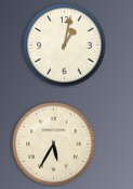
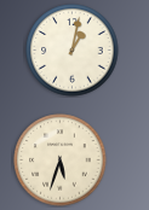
clock at (54, 144): 5:35 -> 5:33
